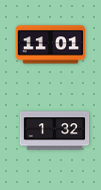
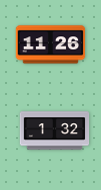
clock at (51, 45): 11:01 -> 11:26
